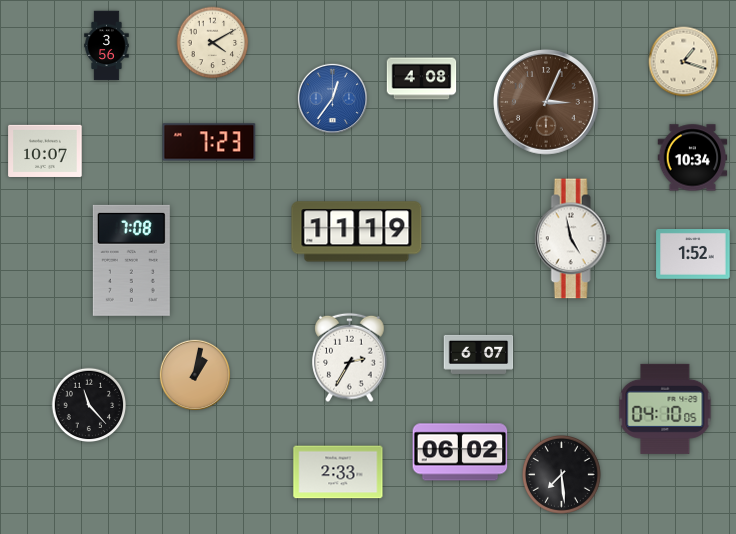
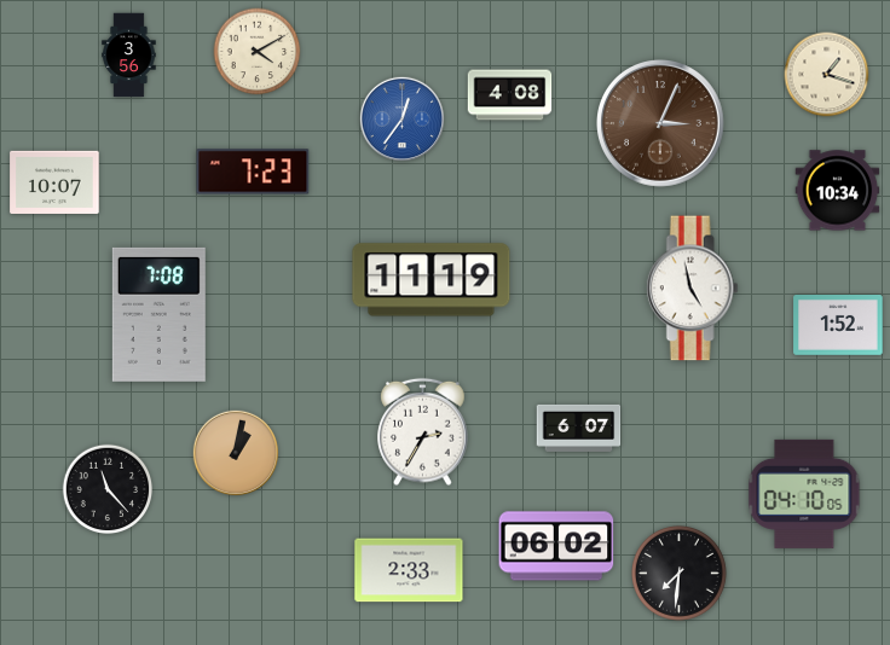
clock at (693, 255) position: (693, 255) -> (838, 326)
clock at (562, 475): 7:29 -> 7:31
